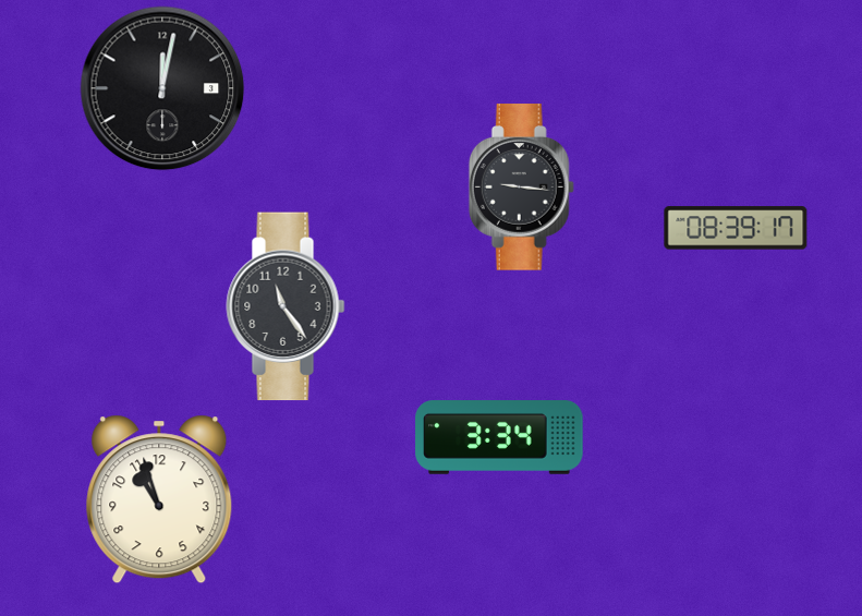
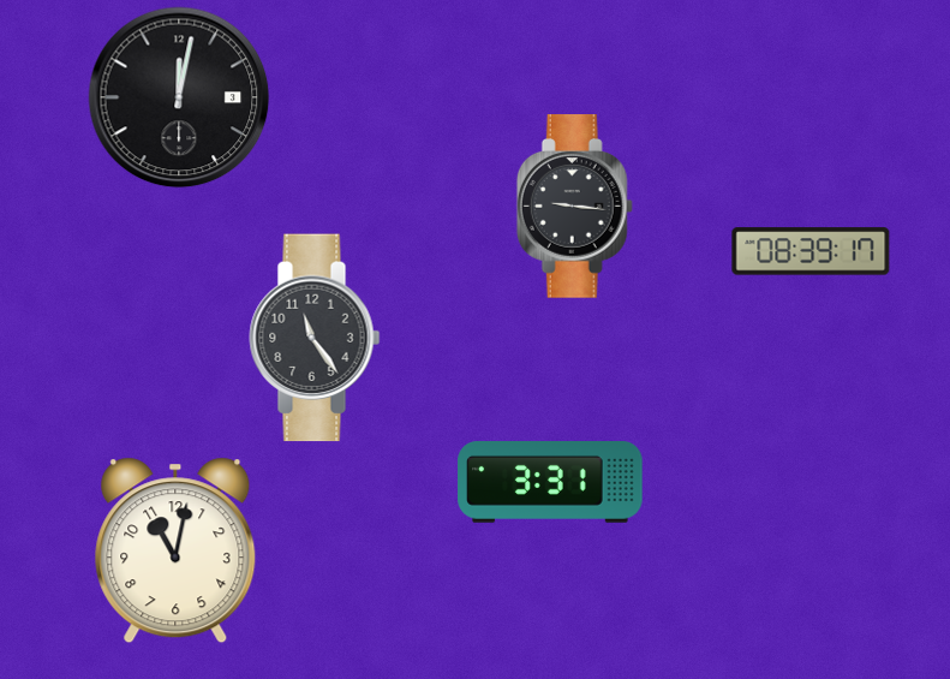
clock at (499, 438): 3:34 -> 3:31
clock at (159, 499): 10:57 -> 11:02
